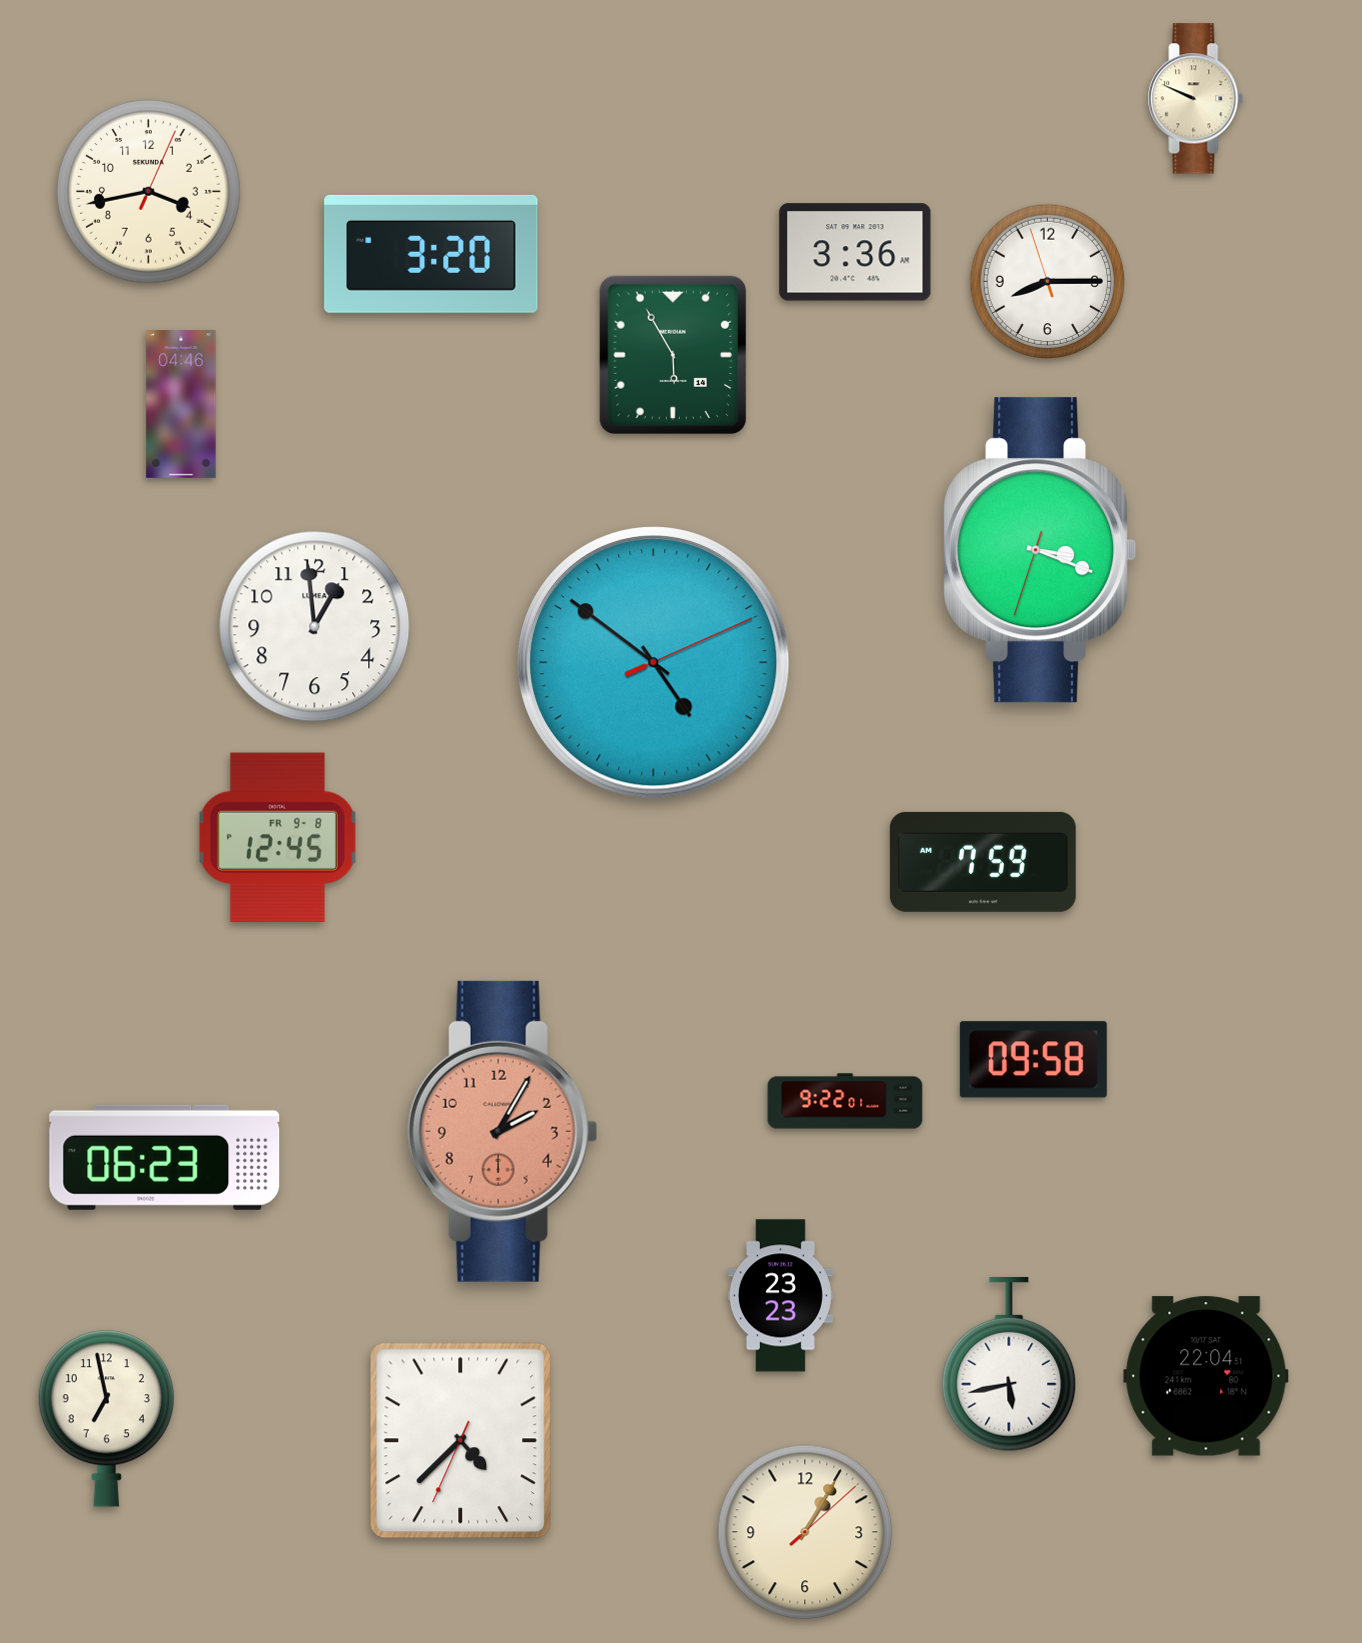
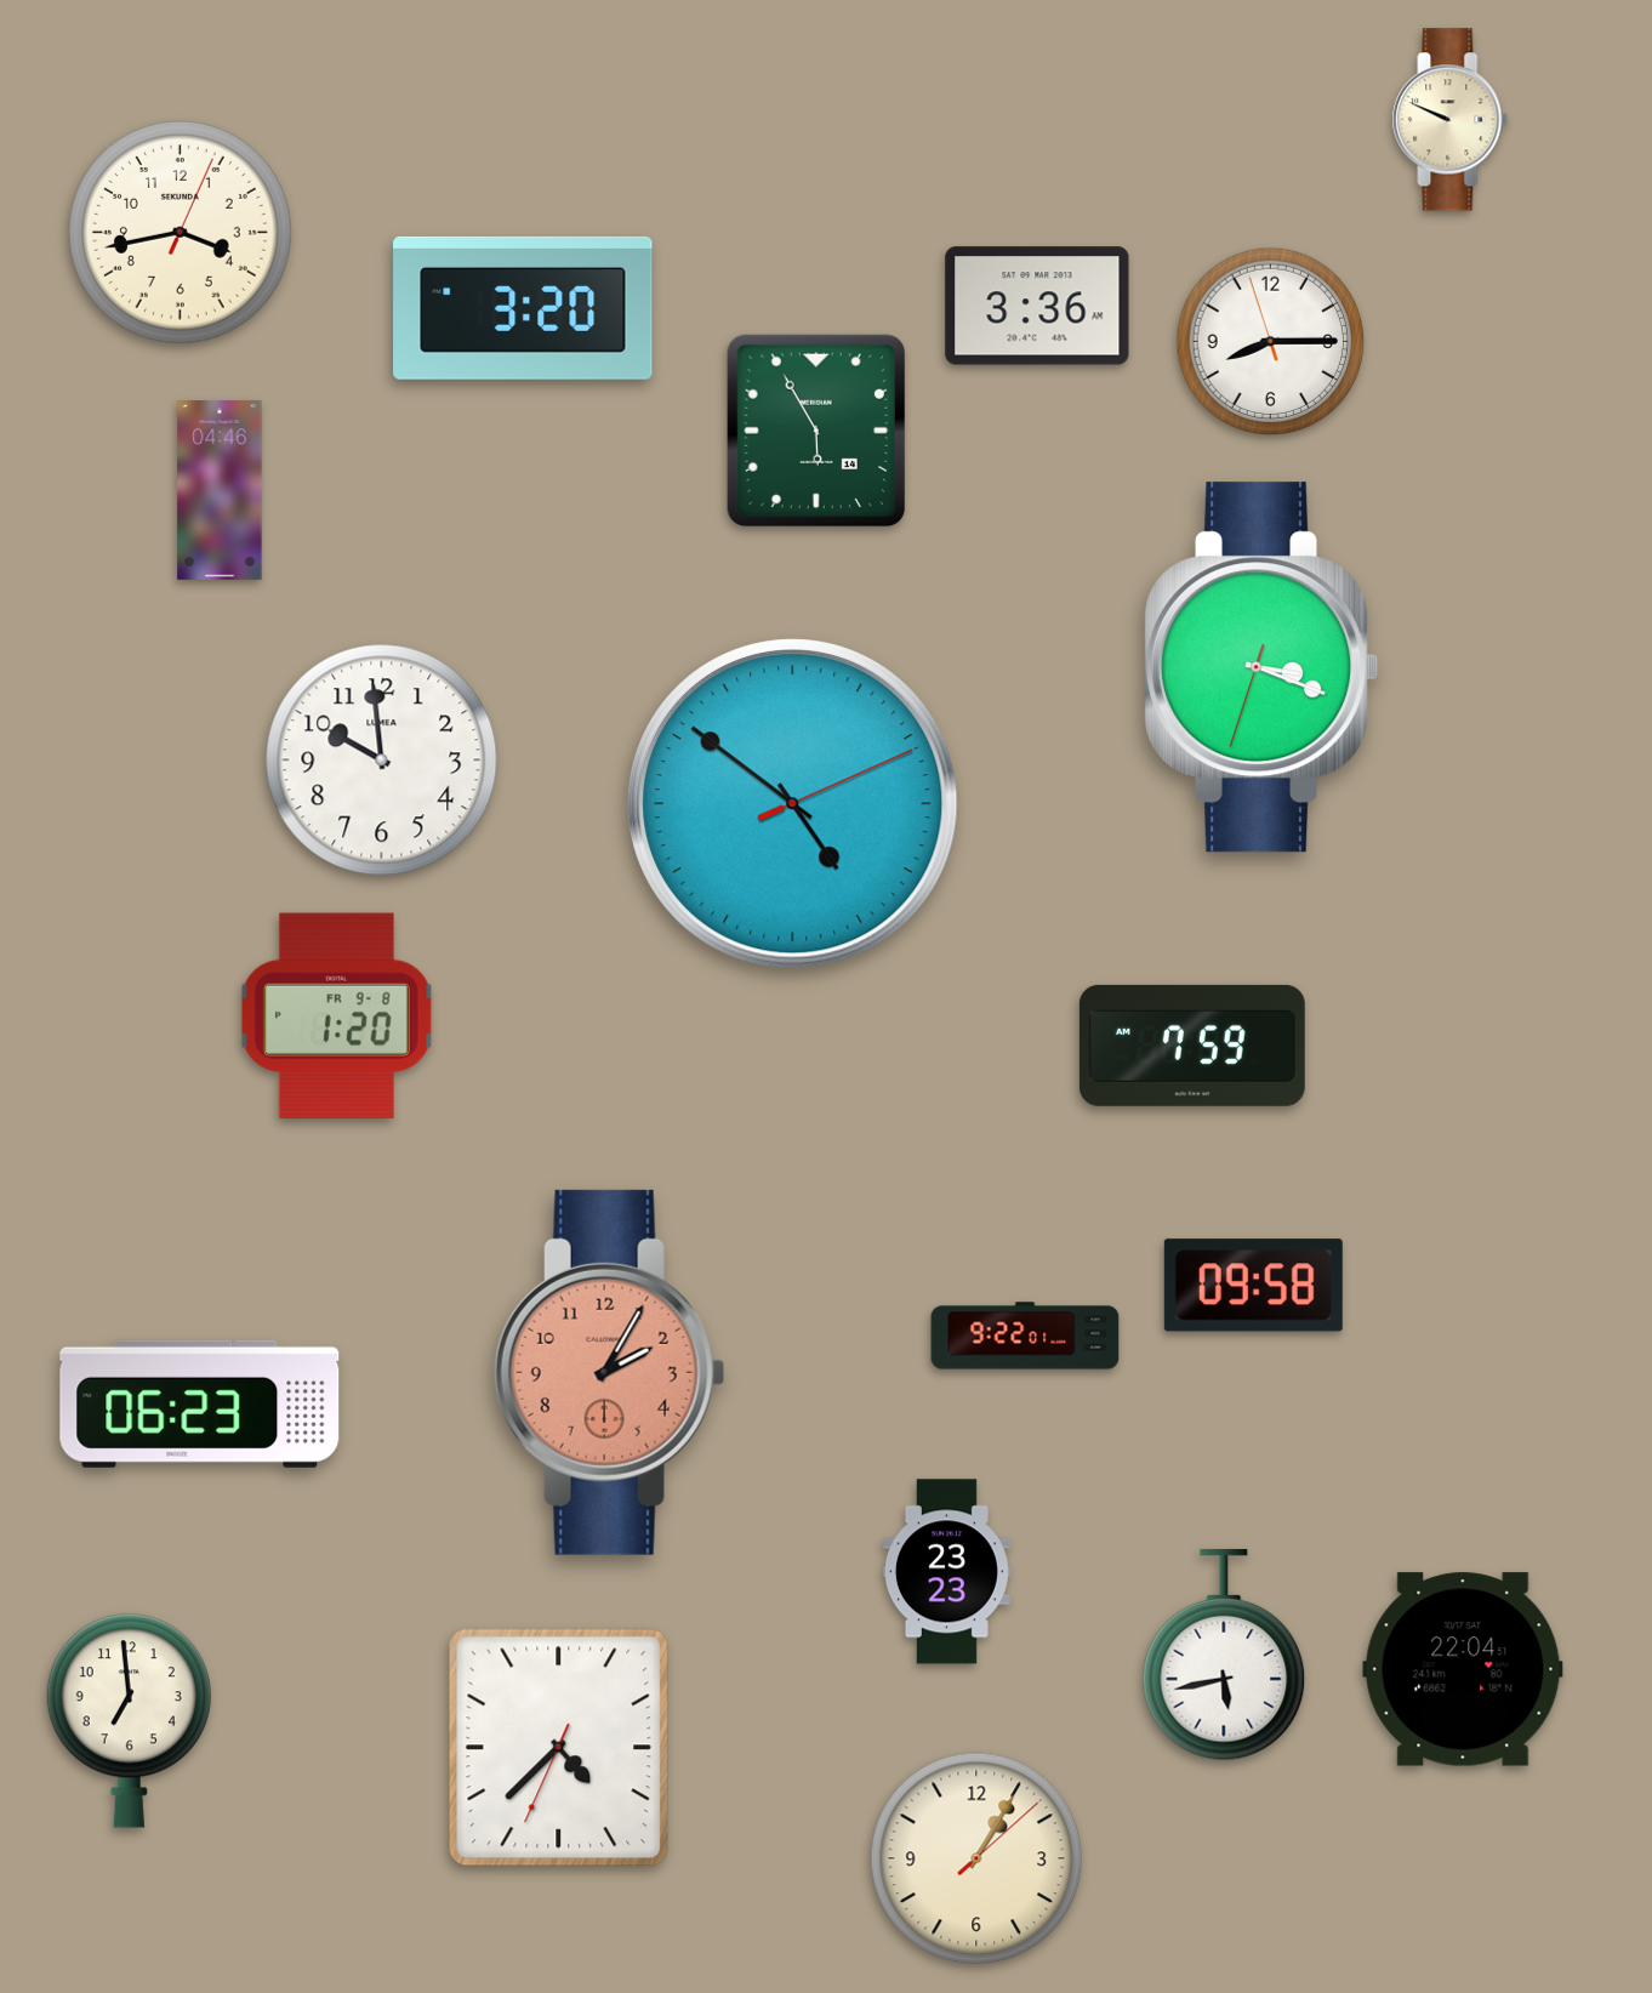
clock at (315, 627): 12:59 -> 9:59
clock at (277, 837): 12:45 -> 1:20
clock at (106, 1418): 6:58 -> 6:59
